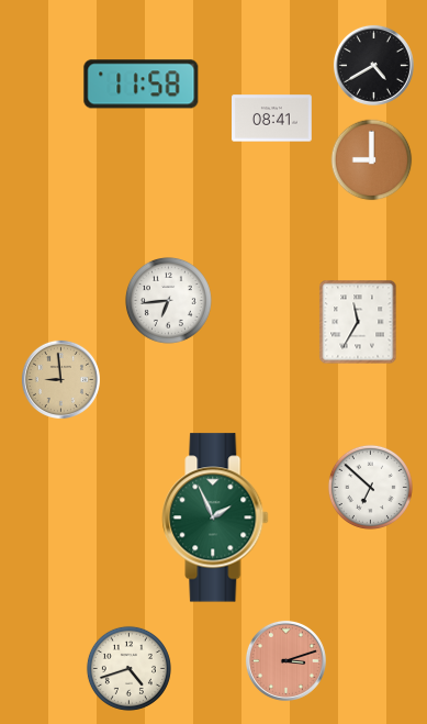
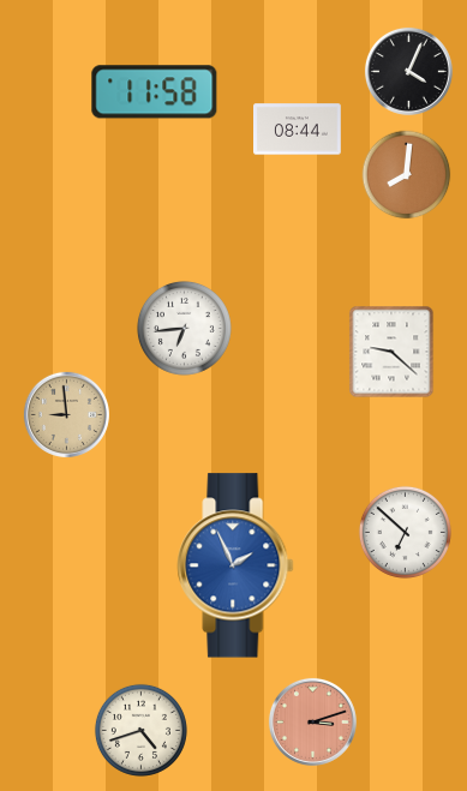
clock at (373, 65): 4:40 -> 4:04
clock at (272, 119): 08:41 -> 08:44
clock at (372, 160): 9:00 -> 8:01
clock at (358, 322): 11:35 -> 9:22
clock at (215, 517) dial: green -> blue
